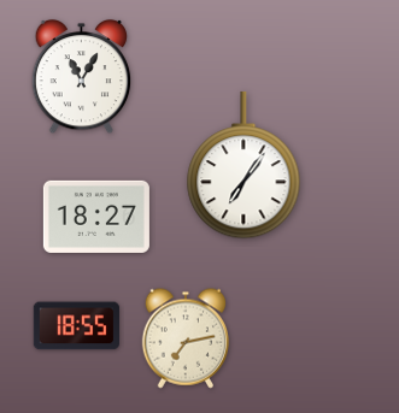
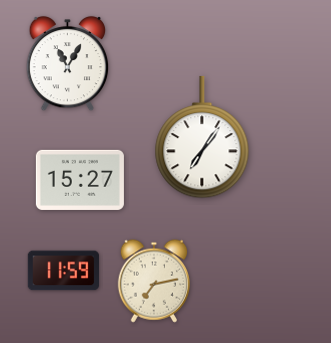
clock at (96, 217): 18:27 -> 15:27
clock at (76, 326): 18:55 -> 11:59
